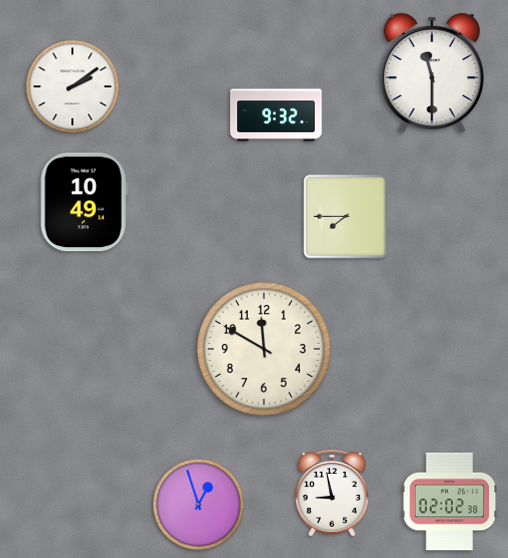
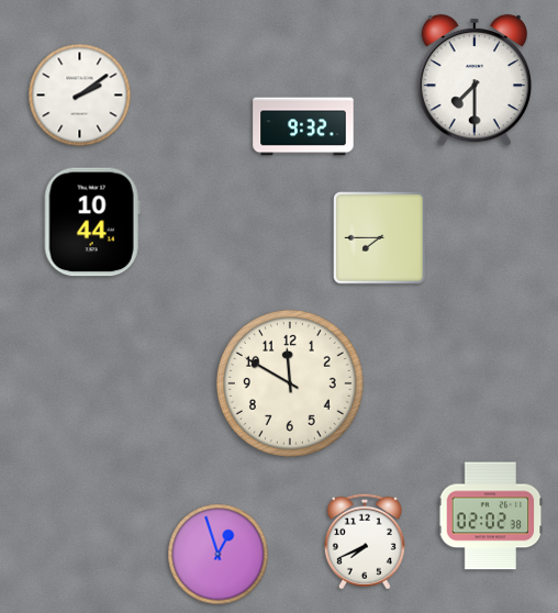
clock at (431, 73): 11:30 -> 7:30
clock at (84, 202): 10:49 -> 10:44
clock at (332, 493): 8:58 -> 7:41
clock at (450, 502) position: (450, 502) -> (491, 516)
